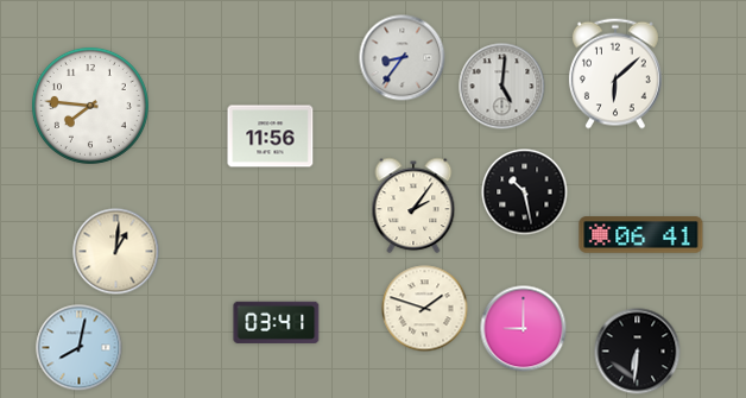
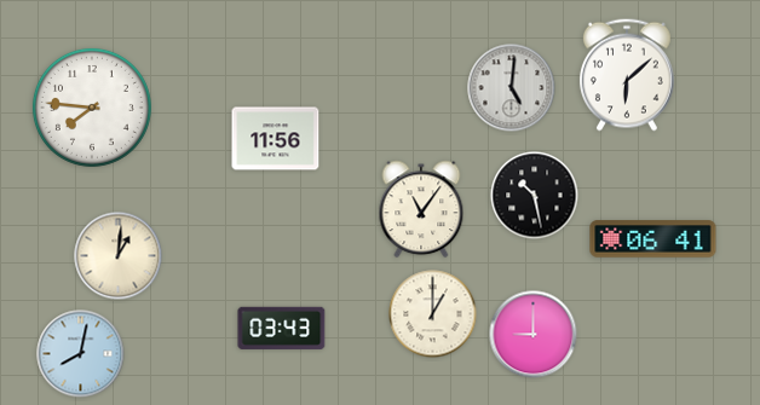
clock at (403, 58): 8:36 -> none
clock at (413, 206): 2:06 -> 11:06
clock at (425, 309): 1:48 -> 1:00
clock at (277, 322): 03:41 -> 03:43
clock at (638, 352): 6:31 -> none
